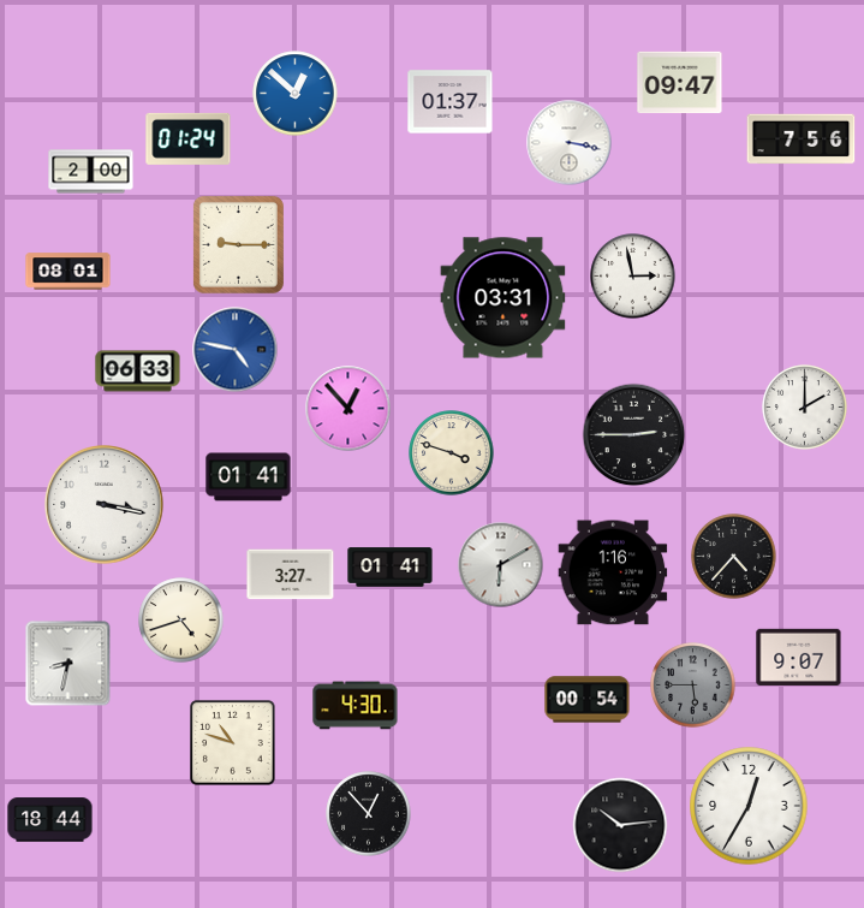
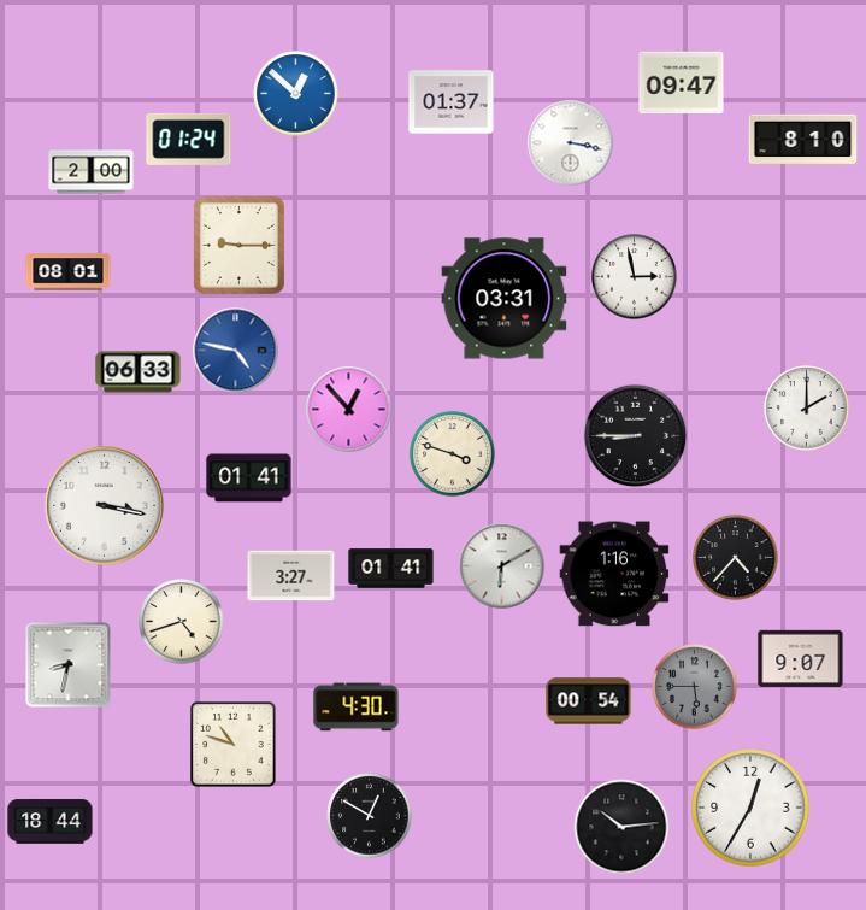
clock at (802, 140): 7:56 -> 8:10
clock at (634, 435): 2:45 -> 8:45
clock at (369, 814): 12:53 -> 12:50
